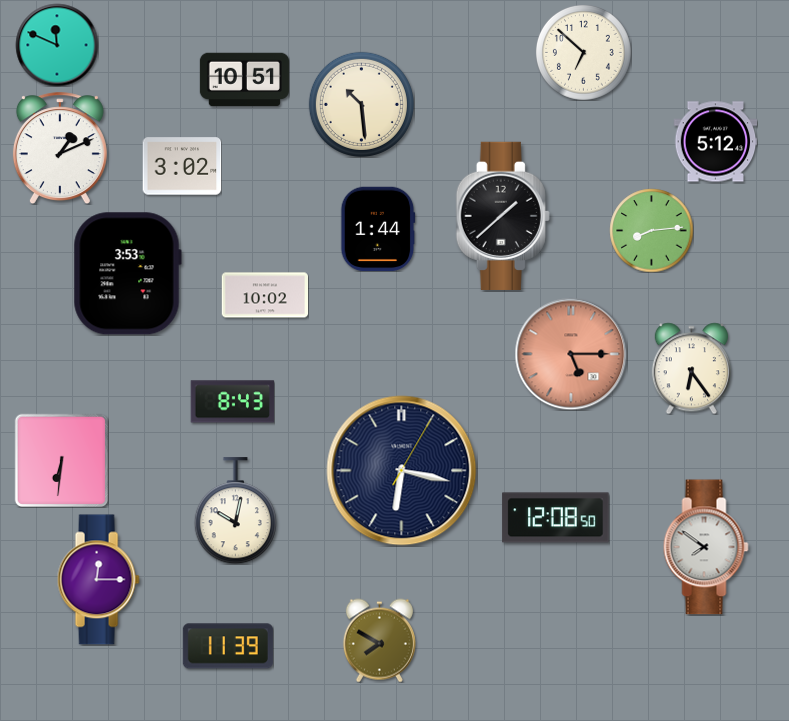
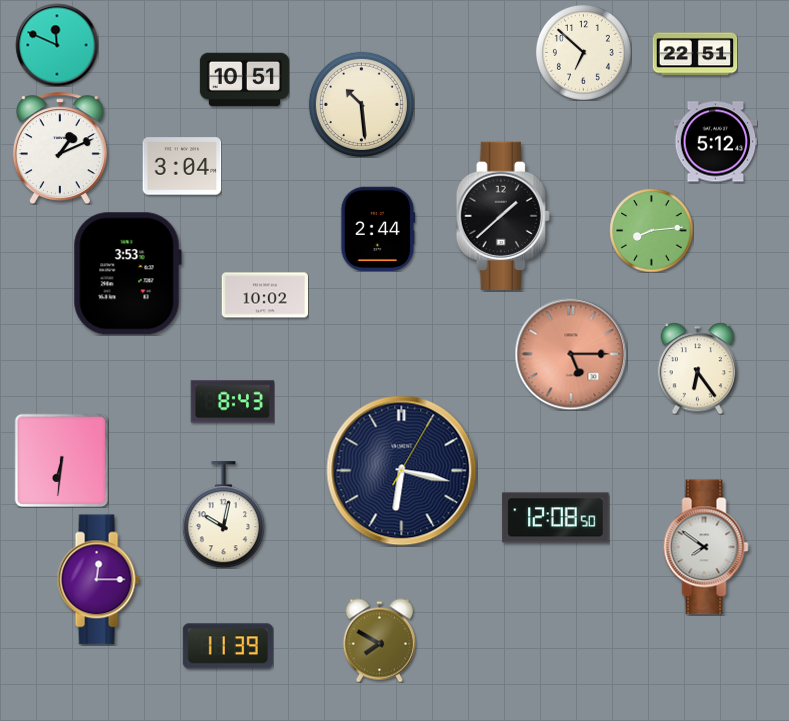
clock at (695, 54): none -> 22:51
clock at (182, 166): 3:02 -> 3:04
clock at (378, 229): 1:44 -> 2:44
clock at (691, 368) position: (691, 368) -> (697, 368)
clock at (235, 511) position: (235, 511) -> (223, 515)
